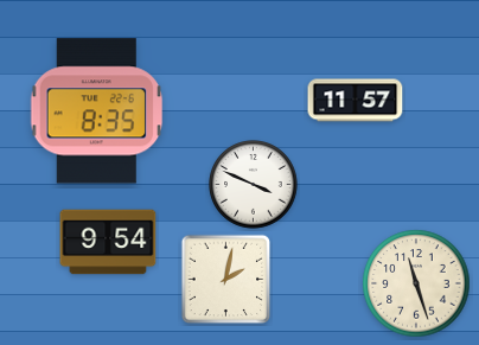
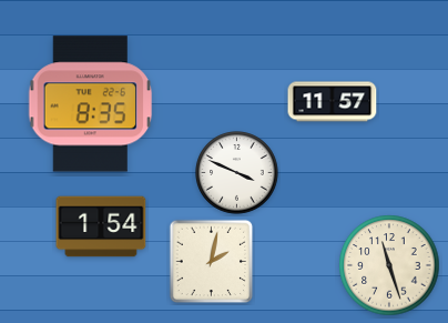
clock at (356, 101) position: (356, 101) -> (333, 102)
clock at (108, 242): 9:54 -> 1:54
